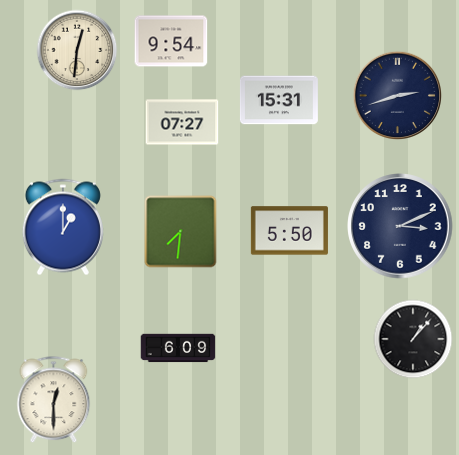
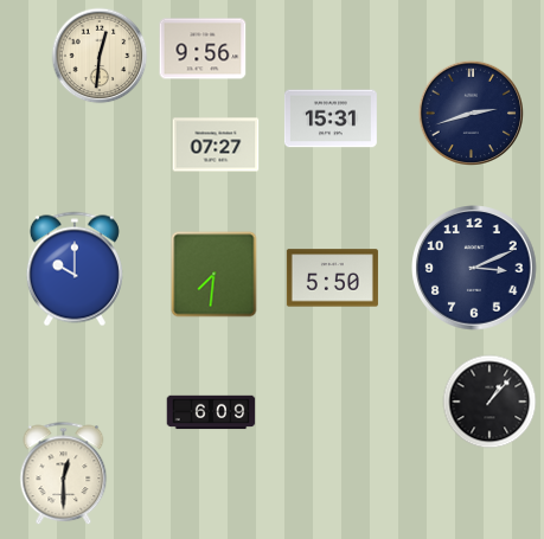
clock at (171, 41): 9:54 -> 9:56
clock at (77, 50) position: (77, 50) -> (100, 56)
clock at (63, 227): 1:00 -> 10:00
clock at (289, 231) position: (289, 231) -> (332, 278)
